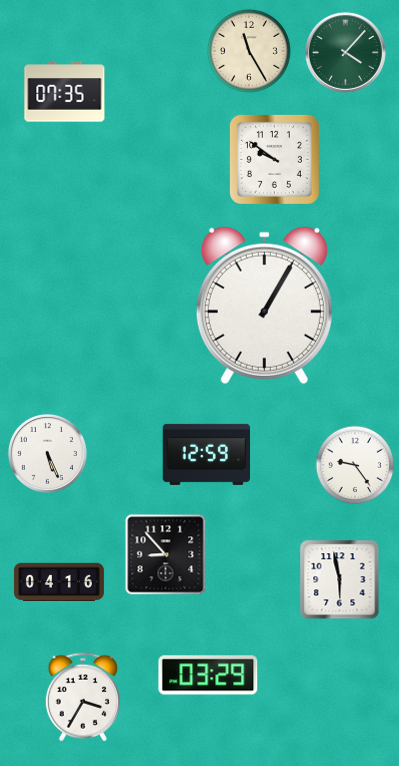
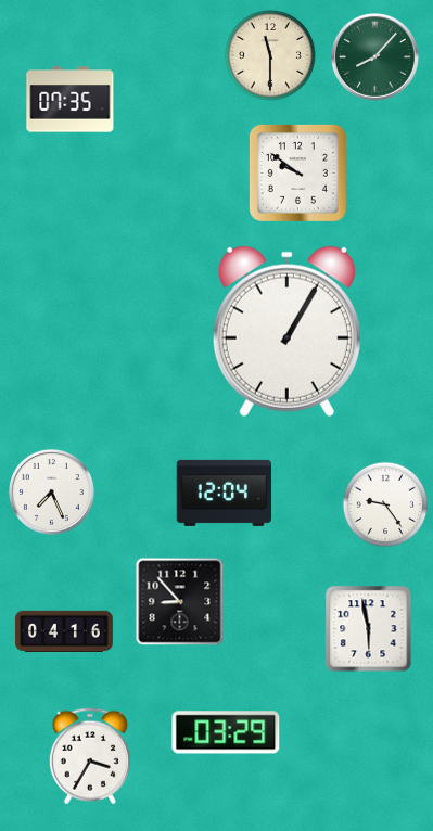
clock at (249, 51): 11:25 -> 11:30
clock at (345, 52): 4:07 -> 8:07
clock at (47, 453): 5:26 -> 7:26
clock at (207, 454): 12:59 -> 12:04
